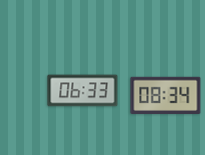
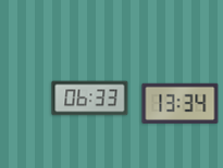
clock at (166, 95): 08:34 -> 13:34
